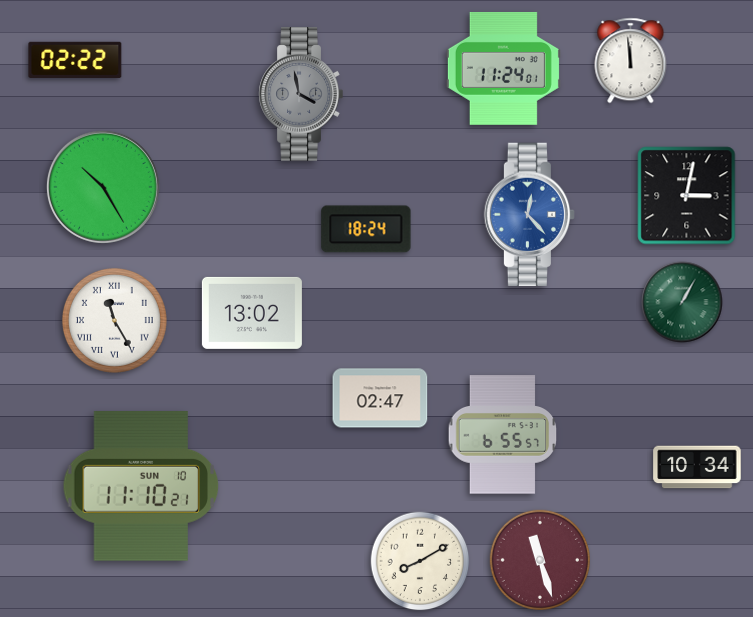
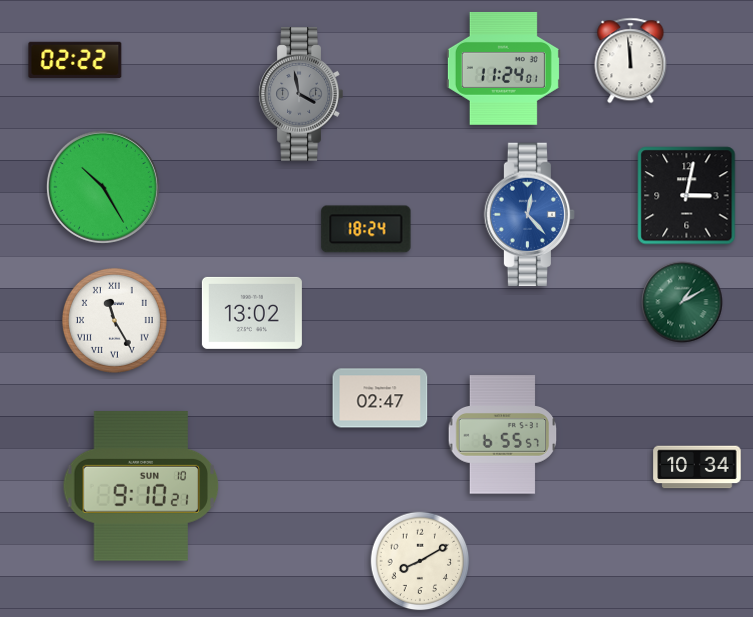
clock at (682, 302): 1:05 -> 1:10
clock at (141, 486): 11:10 -> 9:10
clock at (539, 559): 11:27 -> none
